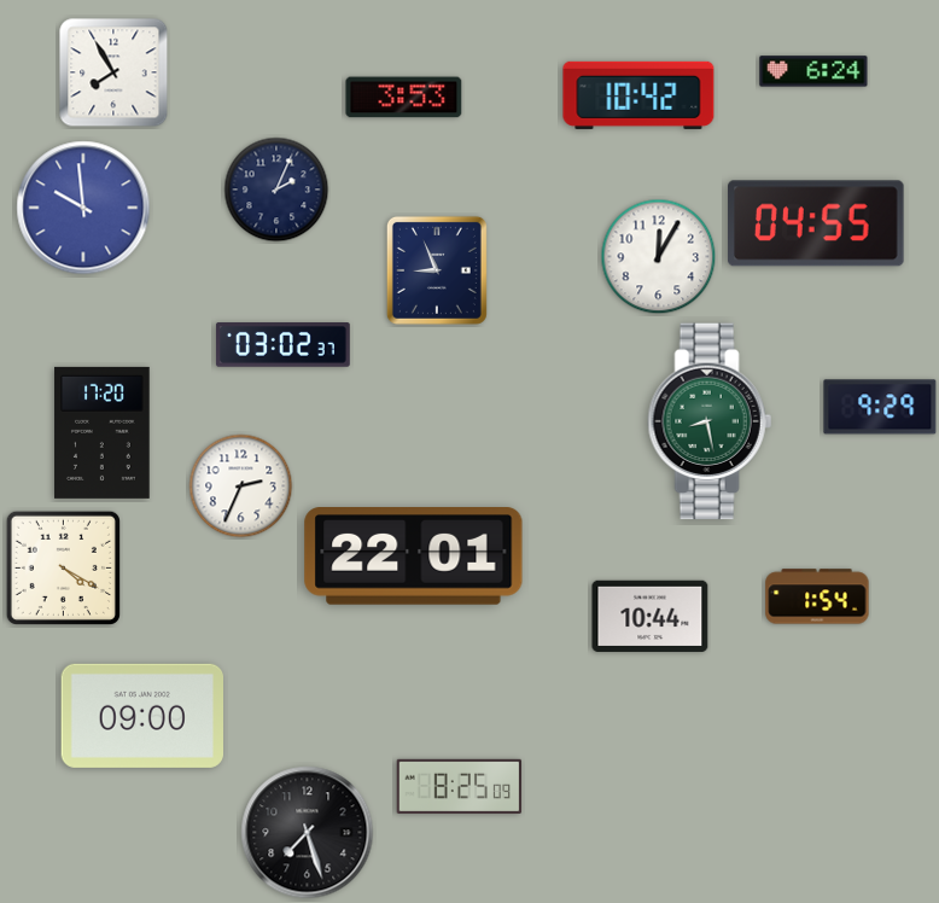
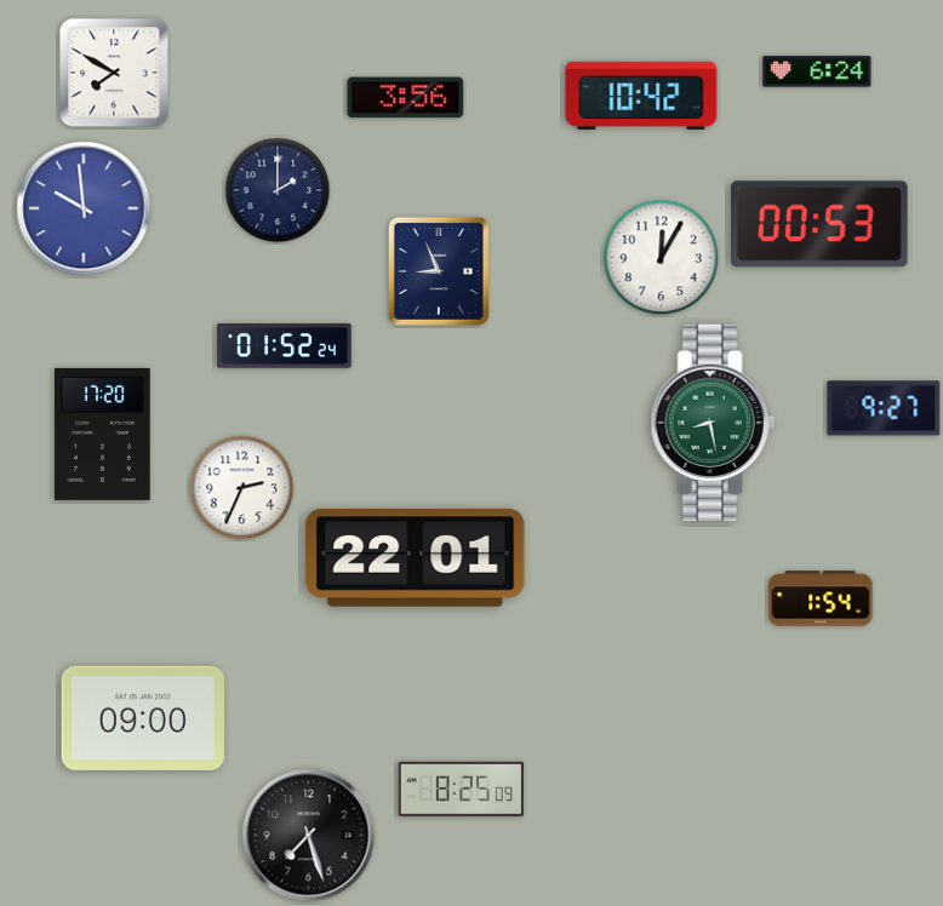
clock at (113, 72): 7:55 -> 7:50
clock at (404, 98): 3:53 -> 3:56
clock at (276, 190): 2:04 -> 2:00
clock at (816, 223): 04:55 -> 00:53
clock at (282, 345): 03:02 -> 01:52
clock at (880, 407): 9:29 -> 9:27
clock at (63, 567): 4:20 -> none
clock at (651, 616): 10:44 -> none
